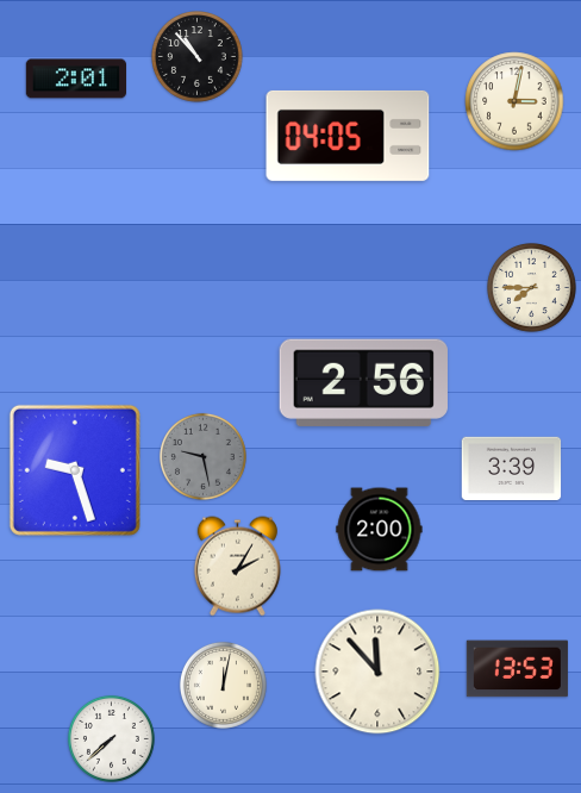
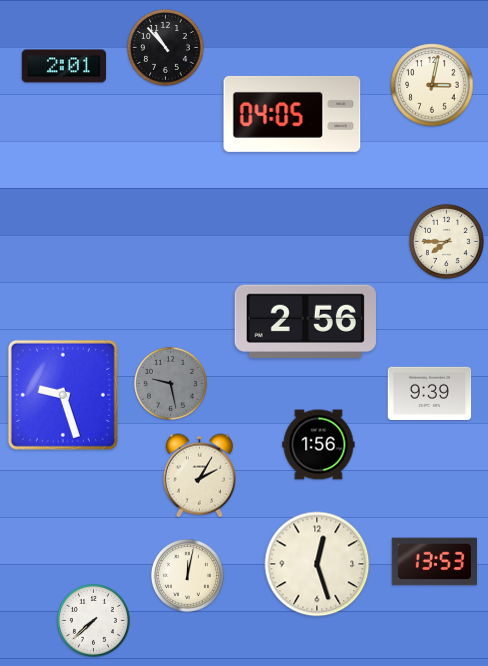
clock at (512, 468): 3:39 -> 9:39
clock at (380, 530): 2:00 -> 1:56
clock at (377, 672): 11:53 -> 12:27
